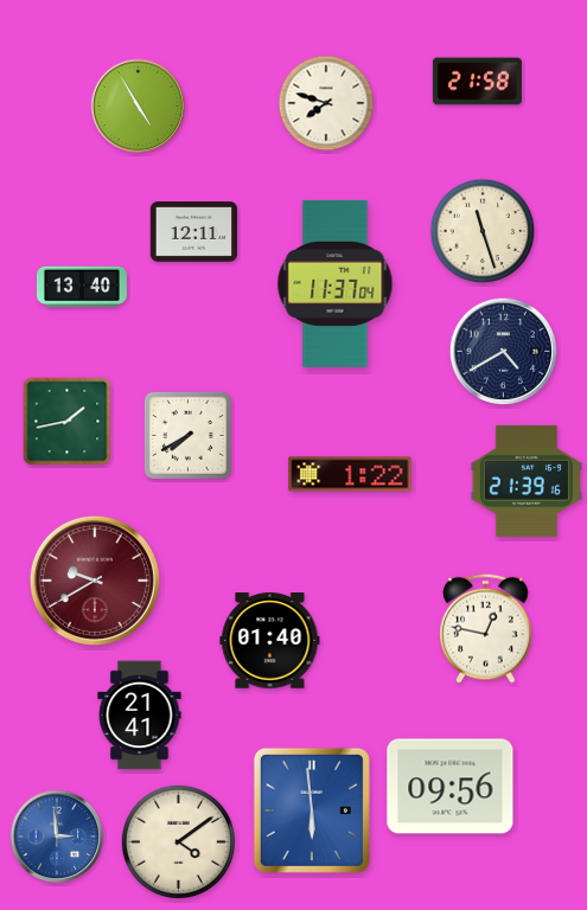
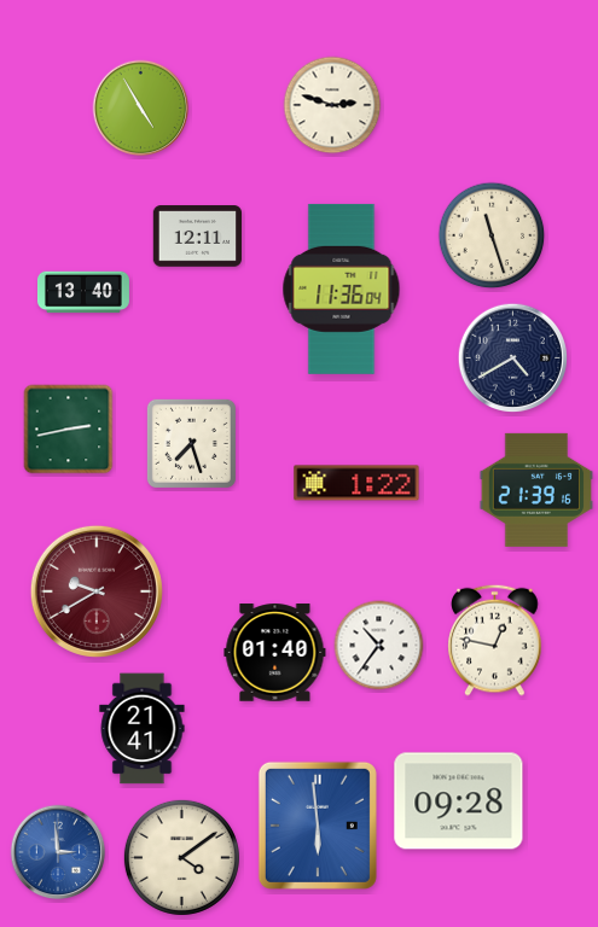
clock at (477, 82): 21:58 -> none
clock at (326, 103): 7:48 -> 2:48
clock at (336, 283): 11:37 -> 11:36
clock at (68, 422): 1:43 -> 2:43
clock at (187, 435): 7:40 -> 7:27
clock at (379, 646): none -> 10:36
clock at (451, 787): 09:56 -> 09:28
